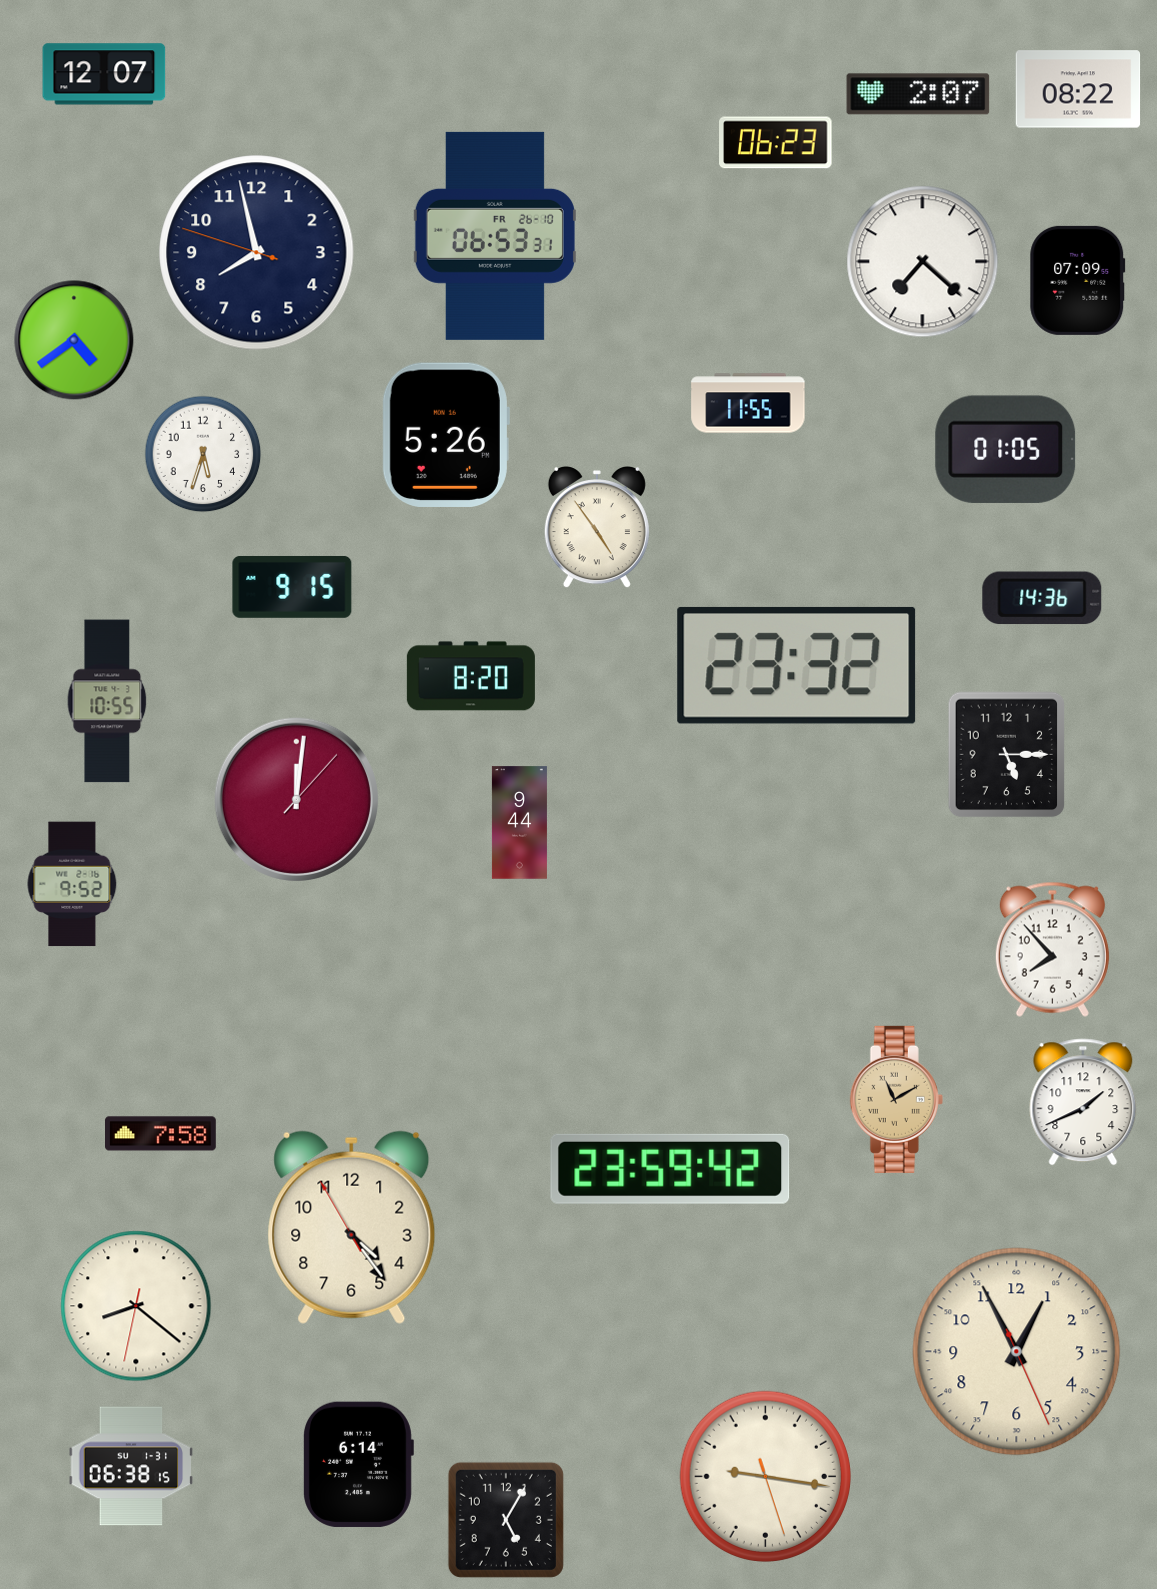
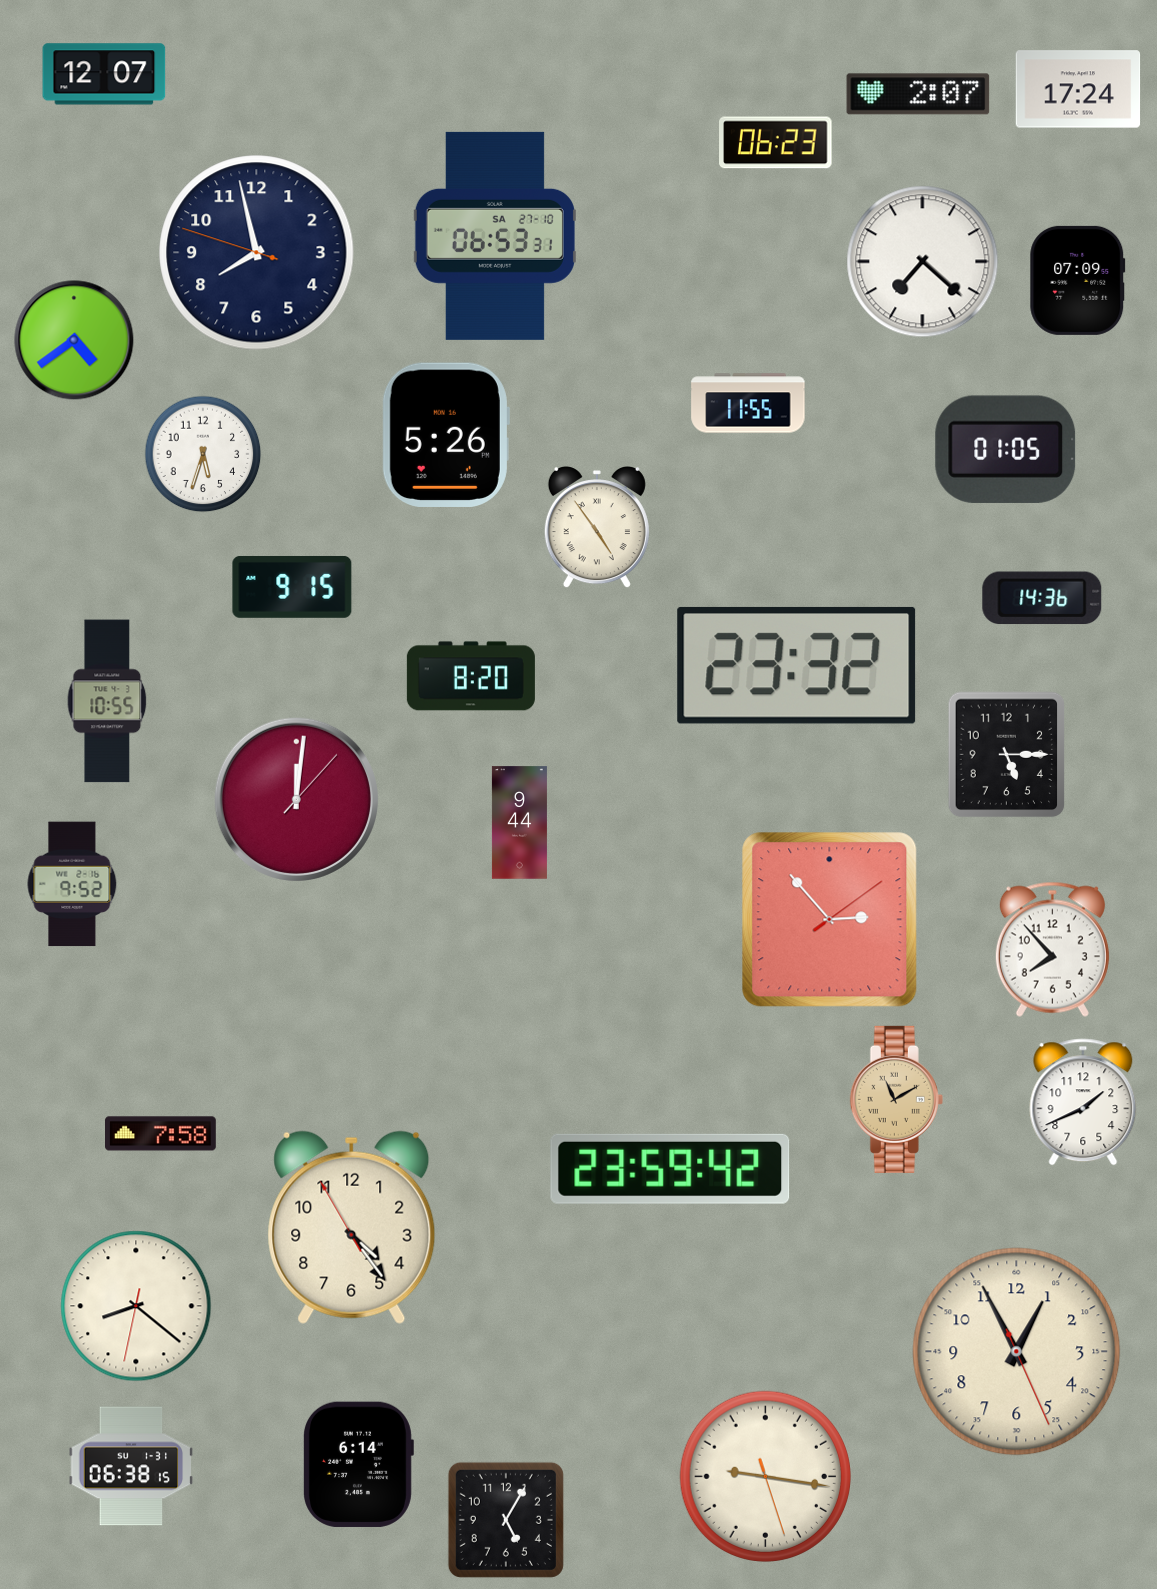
clock at (1078, 89): 08:22 -> 17:24
clock at (495, 236) date: FR 26-10 -> SA 27-10
clock at (830, 920): none -> 2:53
